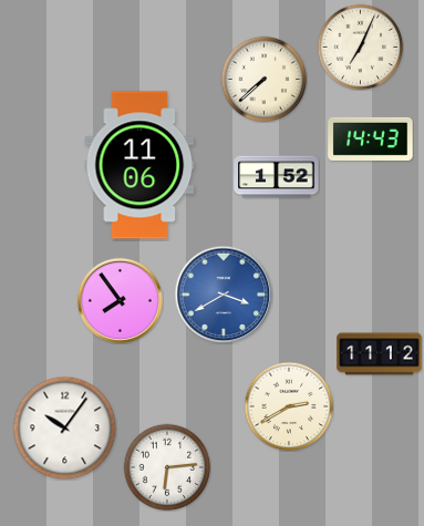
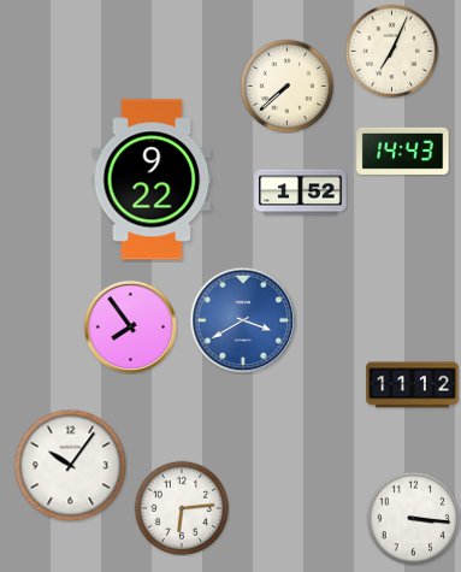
clock at (139, 165): 11:06 -> 9:22
clock at (289, 406): 2:40 -> none
clock at (413, 518): none -> 3:16
